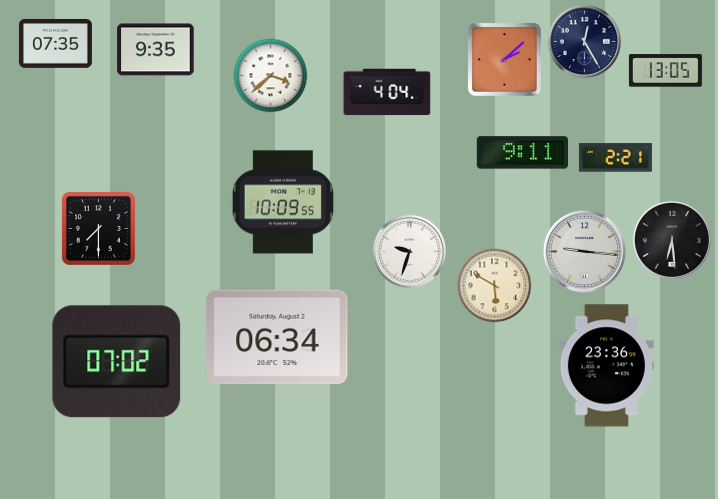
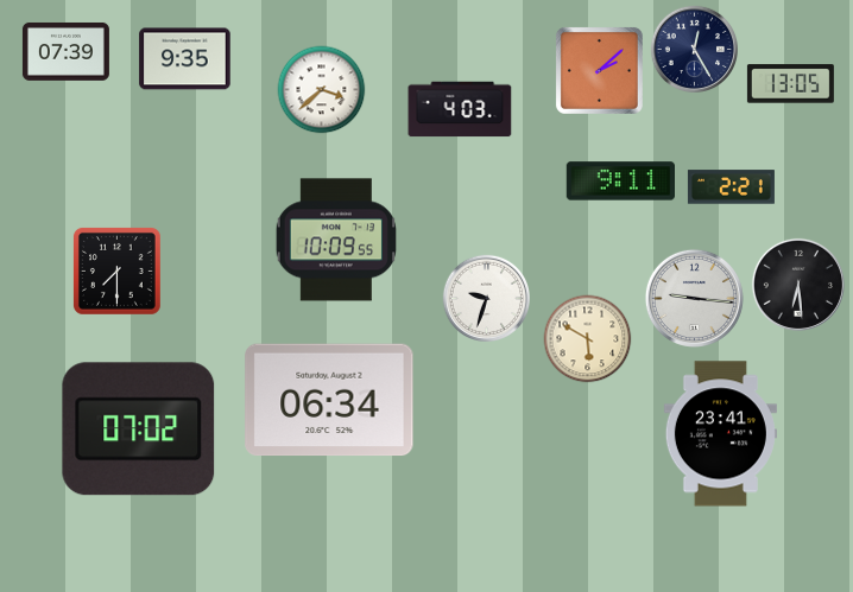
clock at (55, 44): 07:35 -> 07:39
clock at (387, 92): 4:04 -> 4:03
clock at (606, 366): 23:36 -> 23:41
